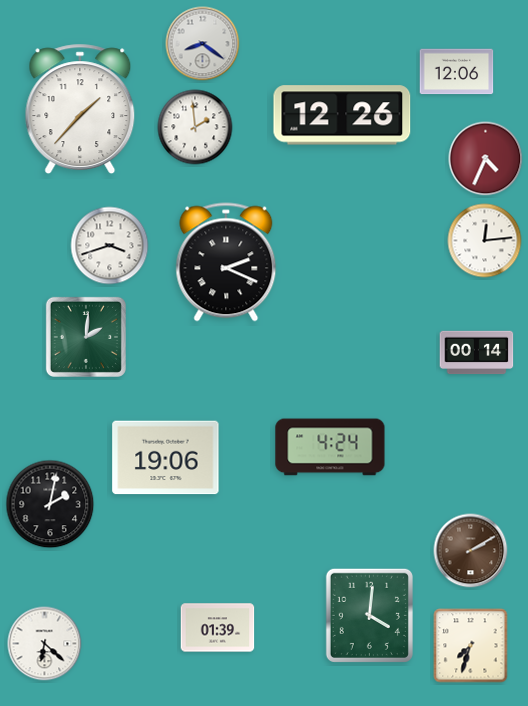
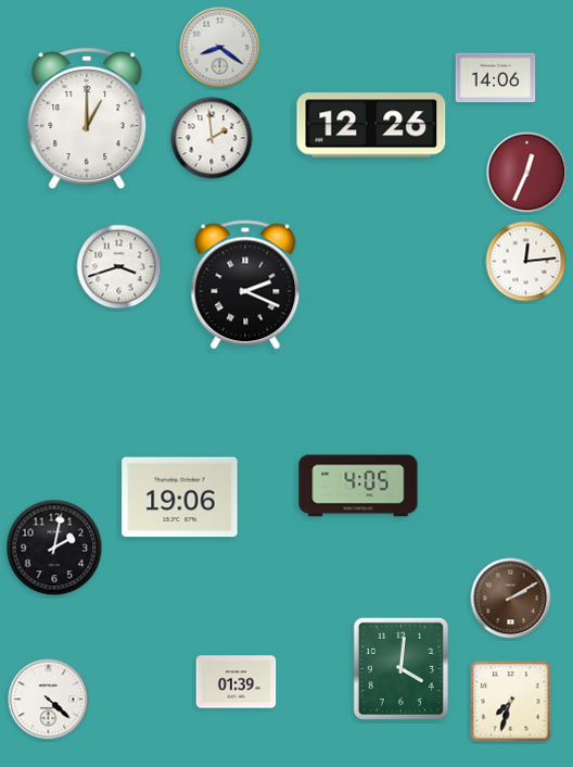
clock at (457, 72): 12:06 -> 14:06
clock at (80, 109): 1:37 -> 1:00
clock at (486, 159): 4:34 -> 12:34
clock at (86, 337): 2:01 -> none
clock at (477, 353): 00:14 -> none
clock at (330, 447): 4:24 -> 4:05
clock at (45, 644): 6:22 -> 4:22
